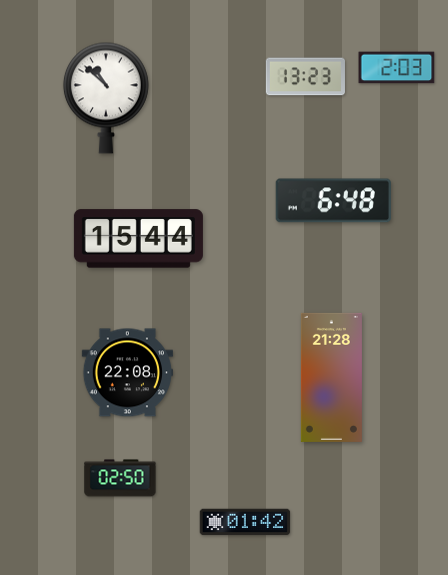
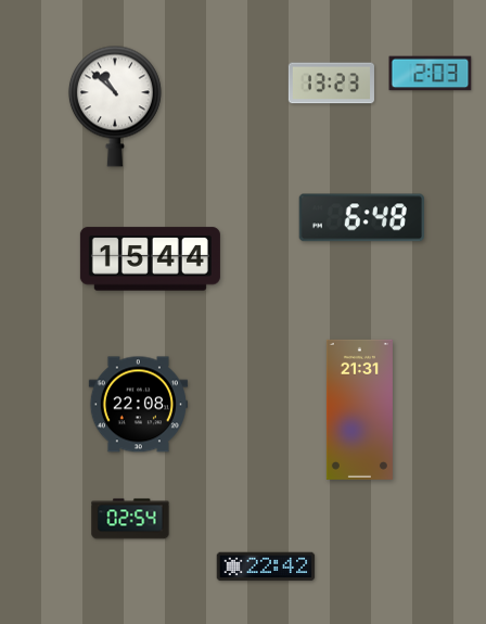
clock at (331, 377): 21:28 -> 21:31
clock at (120, 478): 02:50 -> 02:54
clock at (245, 522): 01:42 -> 22:42
